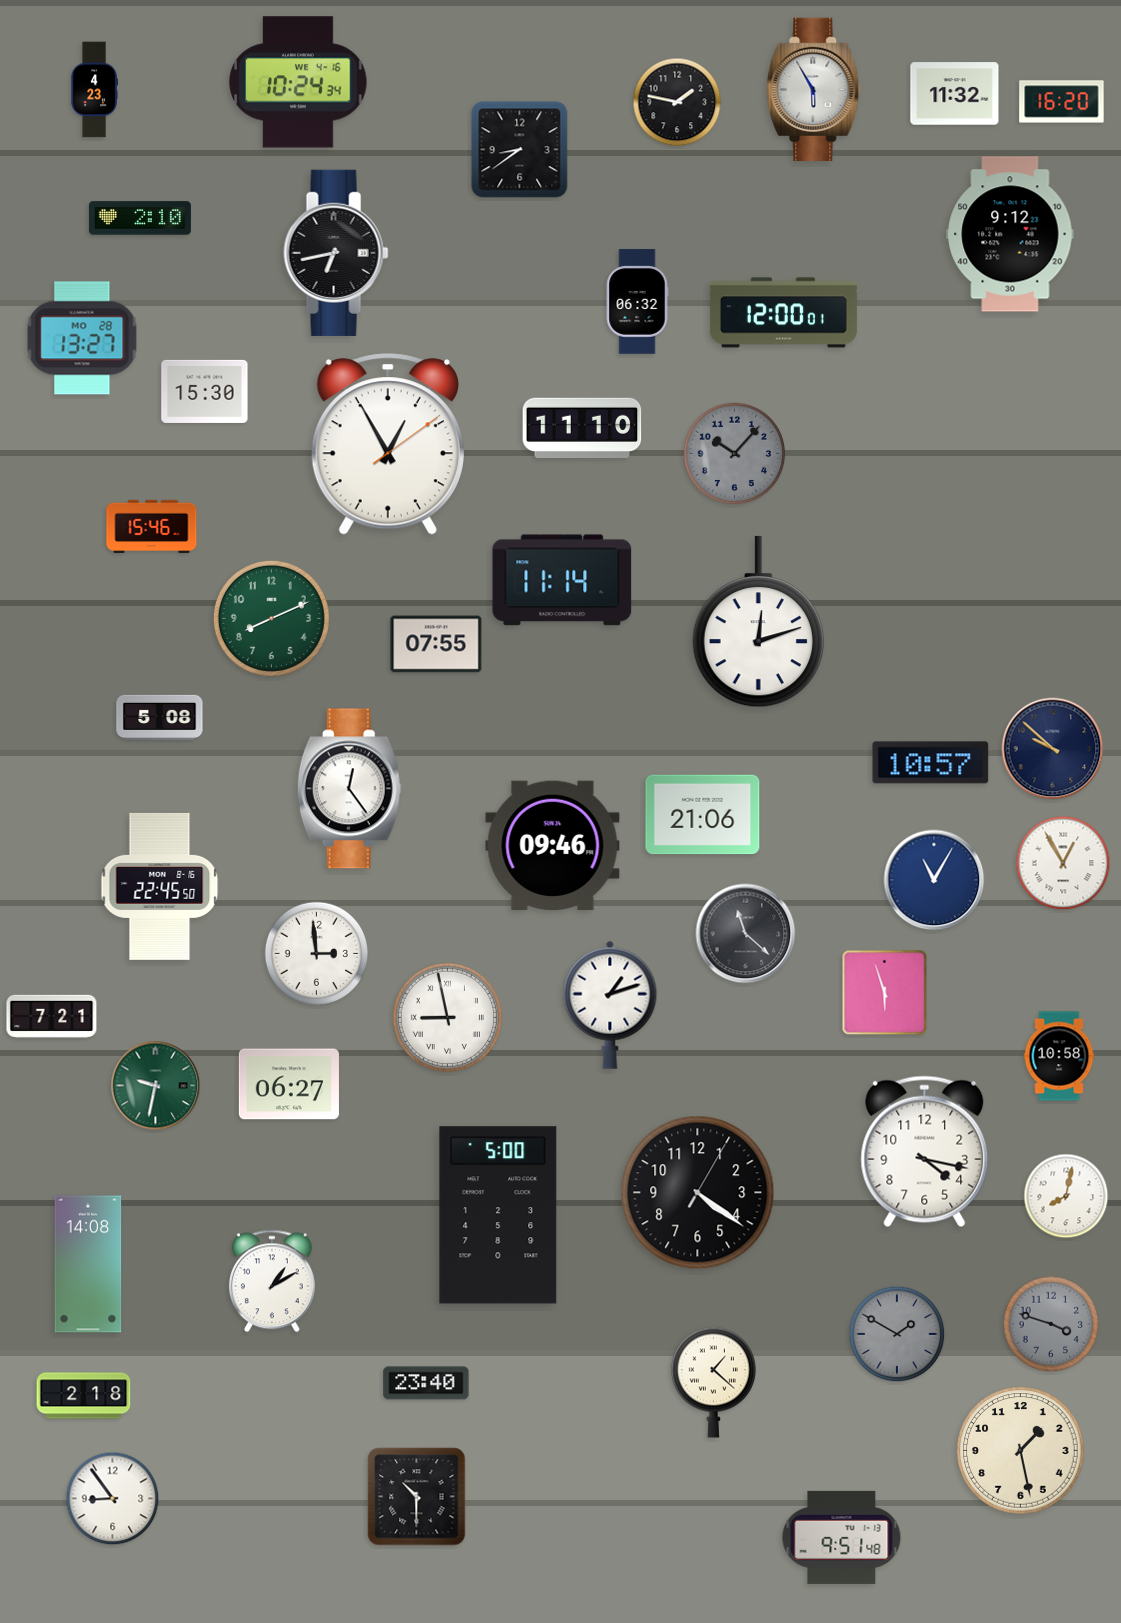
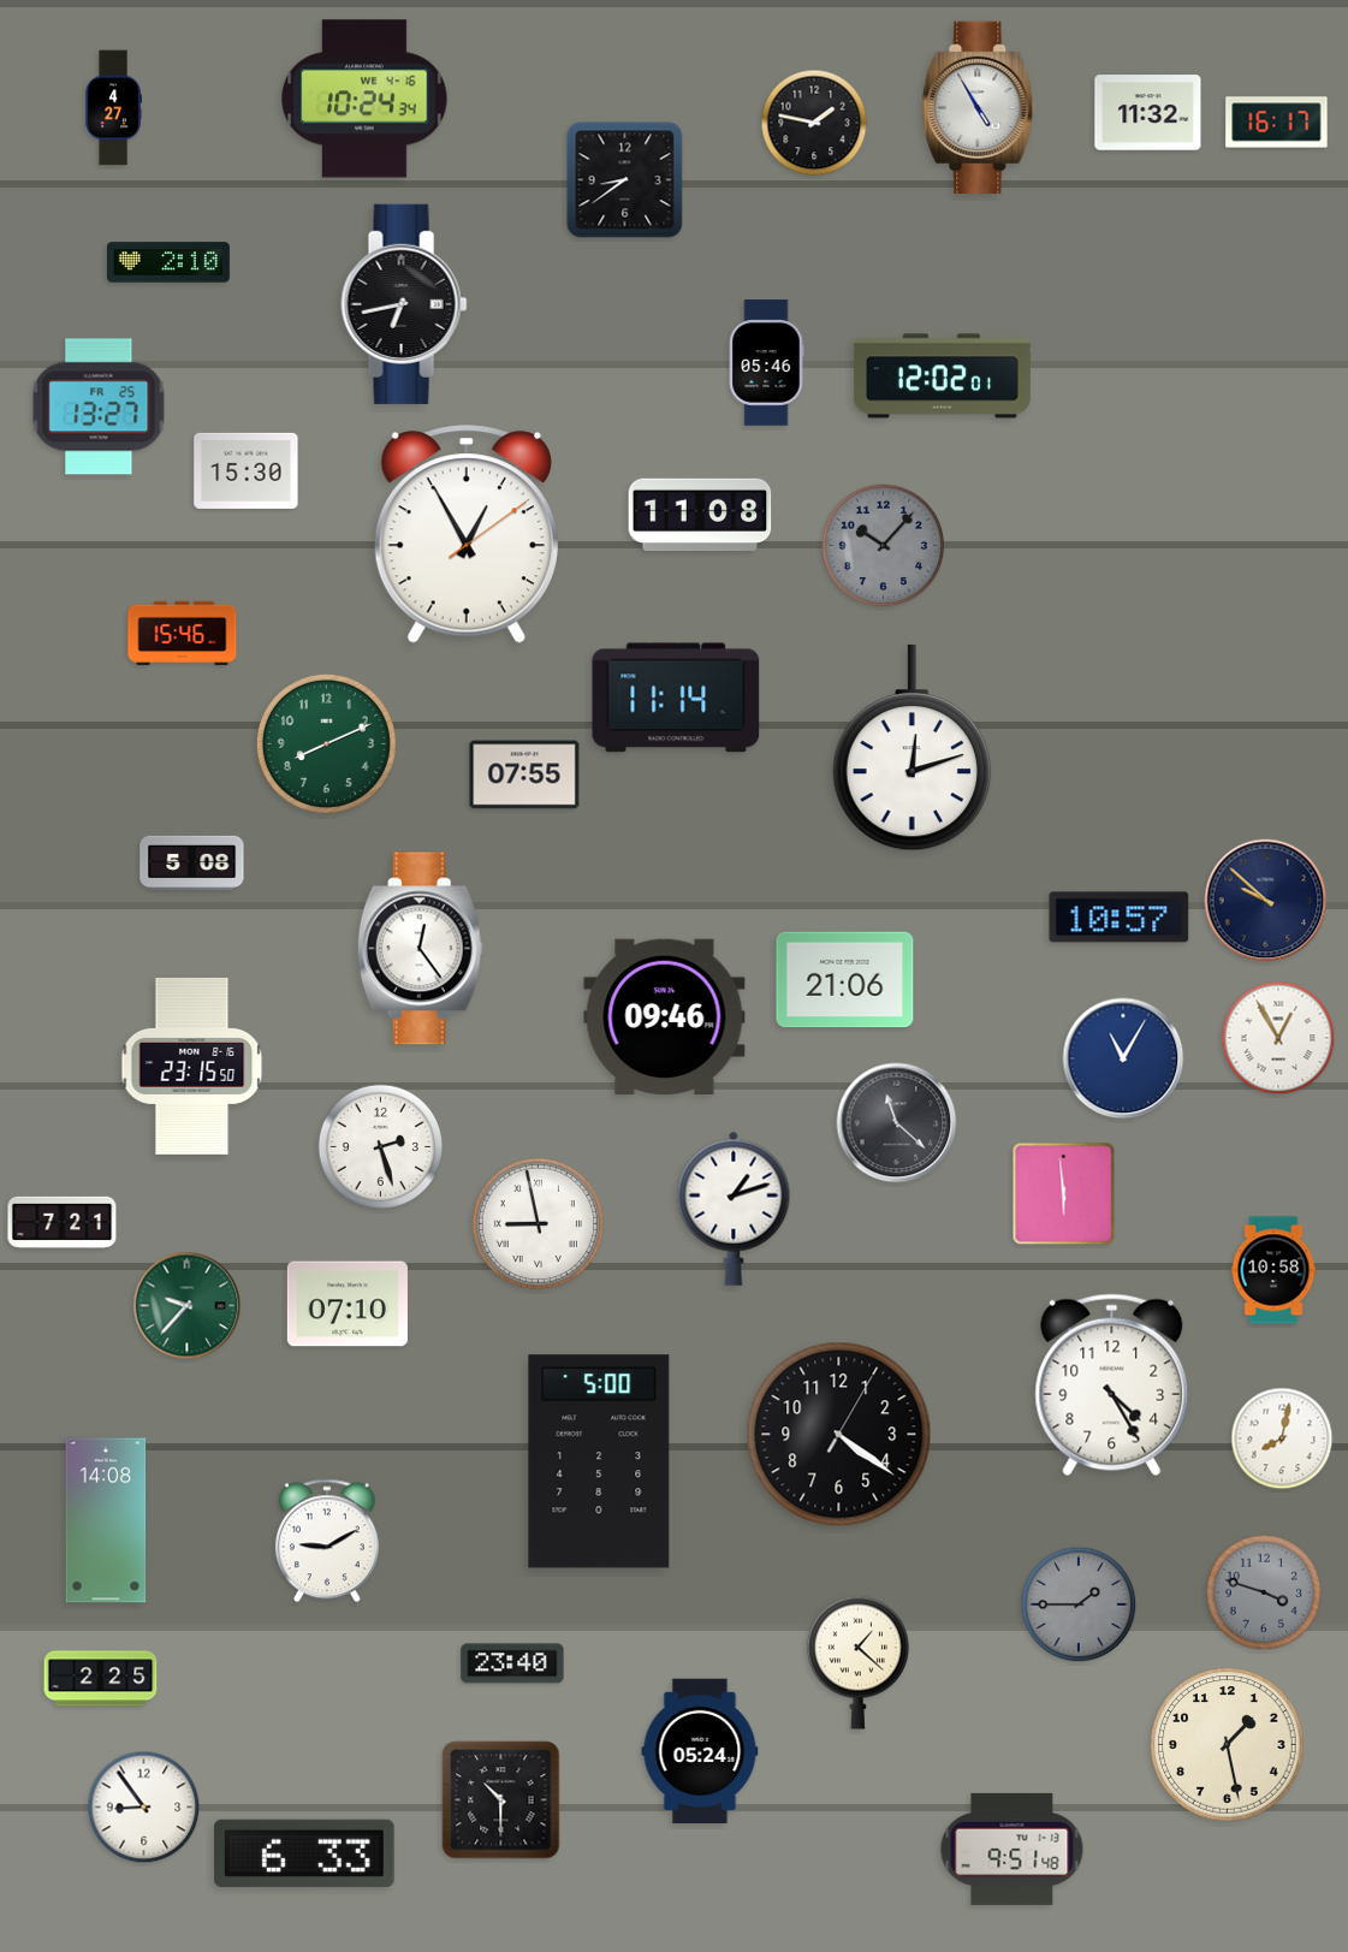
clock at (298, 82) position: (298, 82) -> (364, 99)
clock at (814, 89): 5:55 -> 4:55
clock at (94, 90): 4:23 -> 4:27
clock at (1062, 102): 16:20 -> 16:17
clock at (1010, 234): 9:12 -> none
clock at (637, 302): 06:32 -> 05:46
clock at (783, 313): 12:00 -> 12:02
clock at (82, 338) date: MO 28 -> FR 25
clock at (582, 428): 11:10 -> 11:08
clock at (160, 886): 22:45 -> 23:15
clock at (316, 954): 2:59 -> 2:27
clock at (885, 993): 5:57 -> 5:59
clock at (289, 1084): 06:27 -> 07:10
clock at (156, 1086): 9:32 -> 9:37
clock at (925, 1152): 4:17 -> 4:25
clock at (272, 1281): 1:10 -> 9:10
clock at (897, 1334): 1:50 -> 1:45
clock at (84, 1396): 2:18 -> 2:25
clock at (700, 1751): none -> 05:24
clock at (113, 1499) position: (113, 1499) -> (144, 1808)
clock at (305, 1853): none -> 6:33
